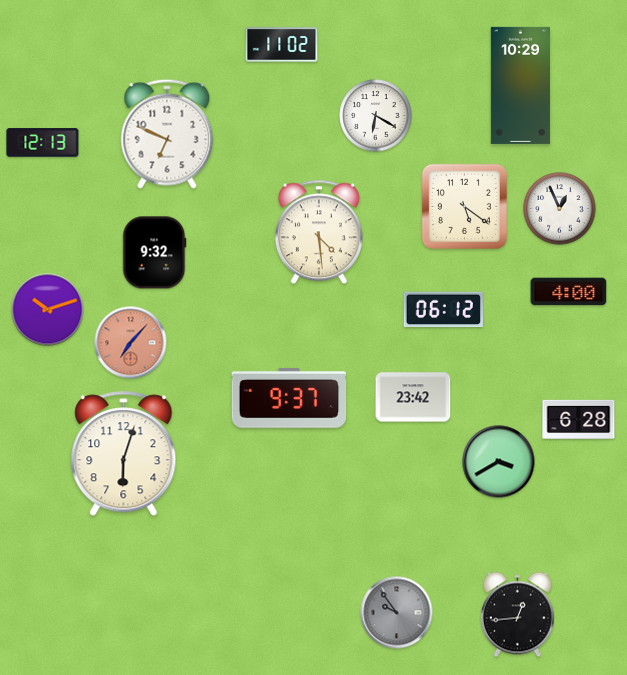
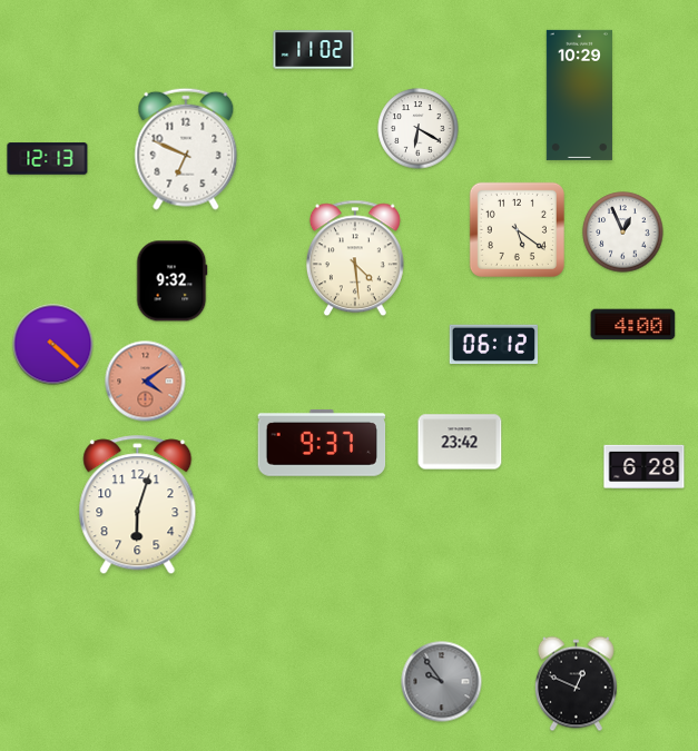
clock at (48, 310): 10:12 -> 4:22
clock at (131, 343): 7:07 -> 4:09
clock at (499, 462): 3:40 -> none
clock at (517, 615): 12:44 -> 12:49
